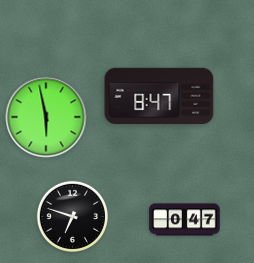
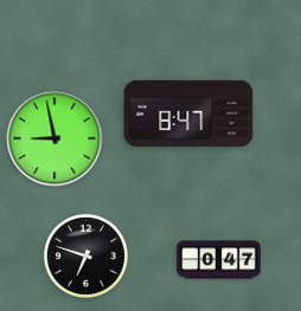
clock at (46, 117): 5:58 -> 8:58
